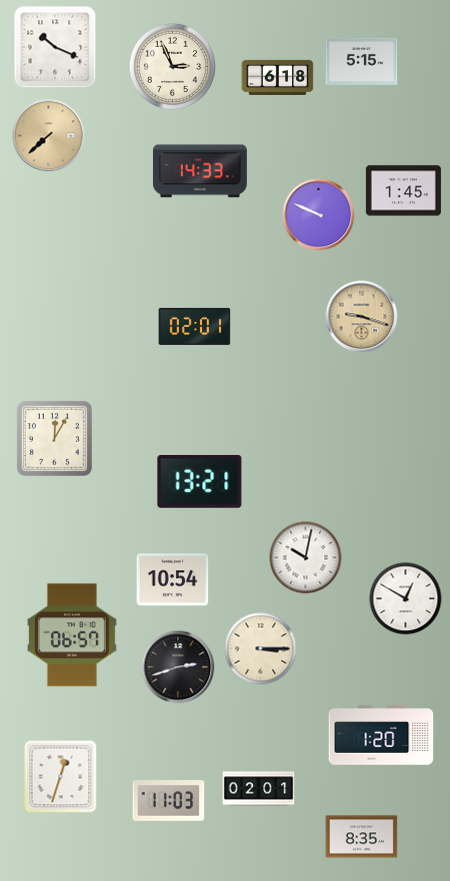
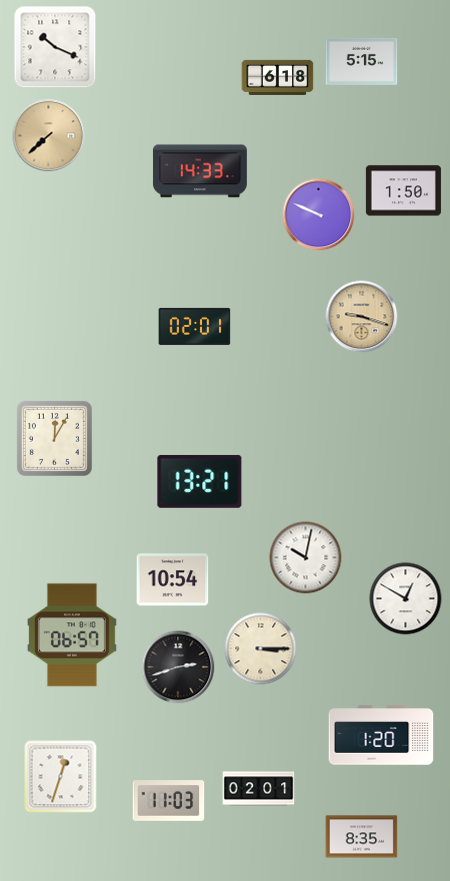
clock at (172, 66): 2:56 -> none
clock at (403, 191): 1:45 -> 1:50
